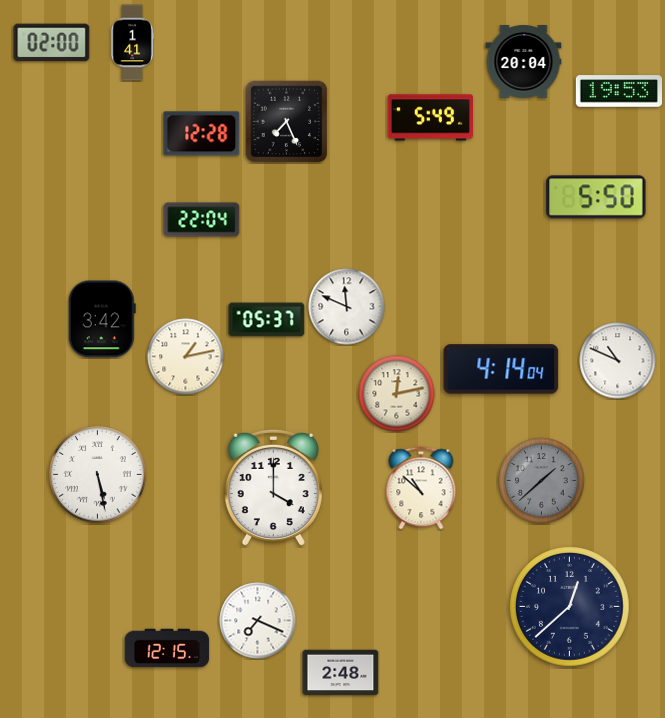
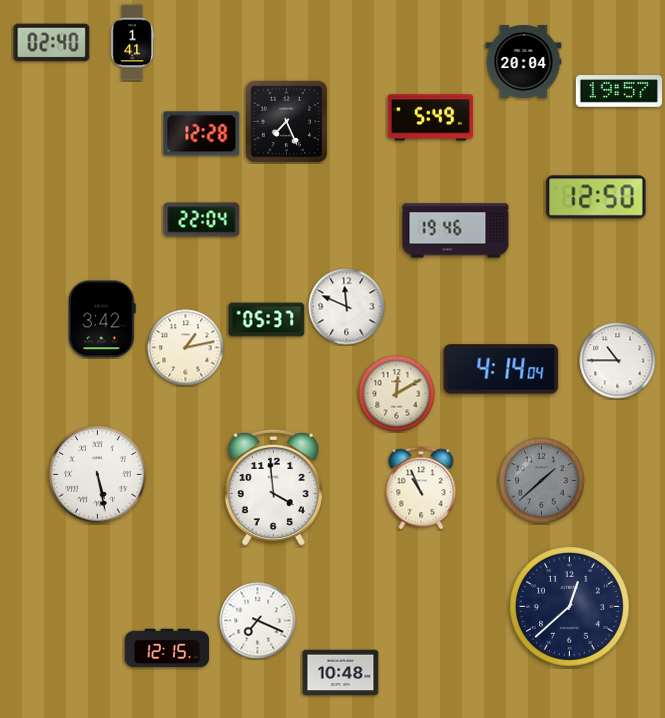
clock at (52, 43): 02:00 -> 02:40
clock at (618, 91): 19:53 -> 19:57
clock at (596, 197): 5:50 -> 12:50
clock at (456, 231): none -> 19:46
clock at (186, 357) position: (186, 357) -> (186, 348)
clock at (618, 361): 10:49 -> 10:45
clock at (397, 394): 12:13 -> 12:10
clock at (273, 488): 4:00 -> 3:59
clock at (421, 488): 10:52 -> 10:56
clock at (341, 673): 2:48 -> 10:48
